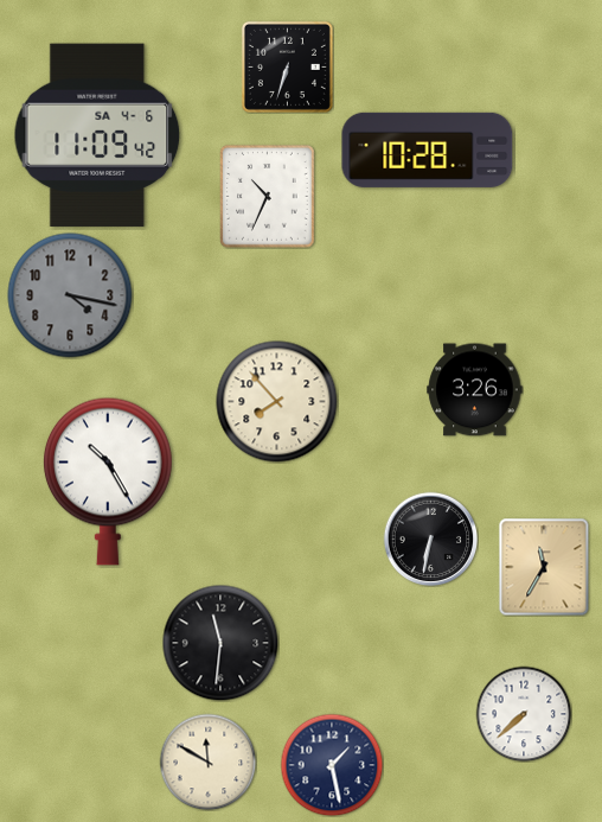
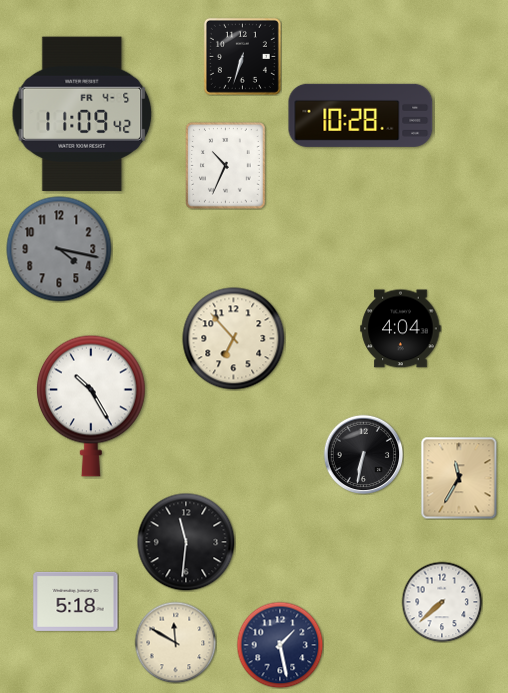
clock at (97, 135) date: SA 4-6 -> FR 4-5
clock at (428, 149) position: (428, 149) -> (361, 115)
clock at (475, 390): 3:26 -> 4:04
clock at (277, 402): 7:53 -> 6:53
clock at (76, 601): none -> 5:18
